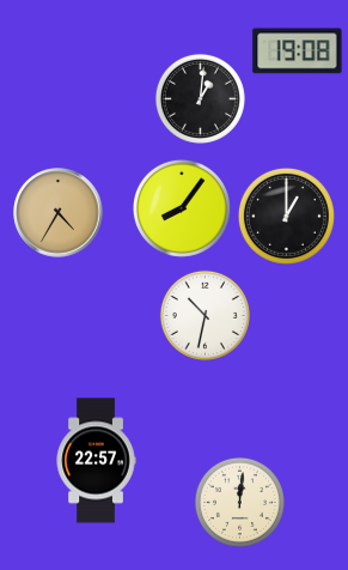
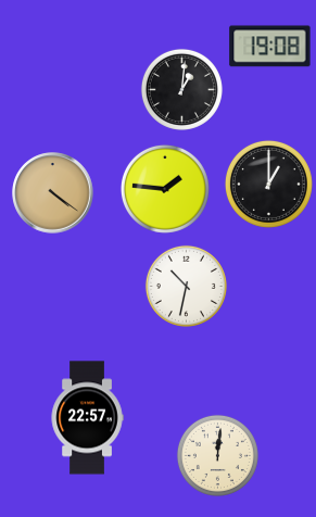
clock at (182, 208): 8:06 -> 1:46
clock at (59, 213): 4:35 -> 4:21
clock at (286, 216) position: (286, 216) -> (268, 184)
